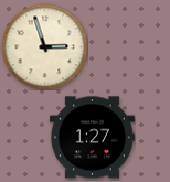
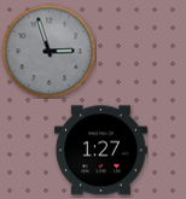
clock at (44, 46) dial: cream -> grey
